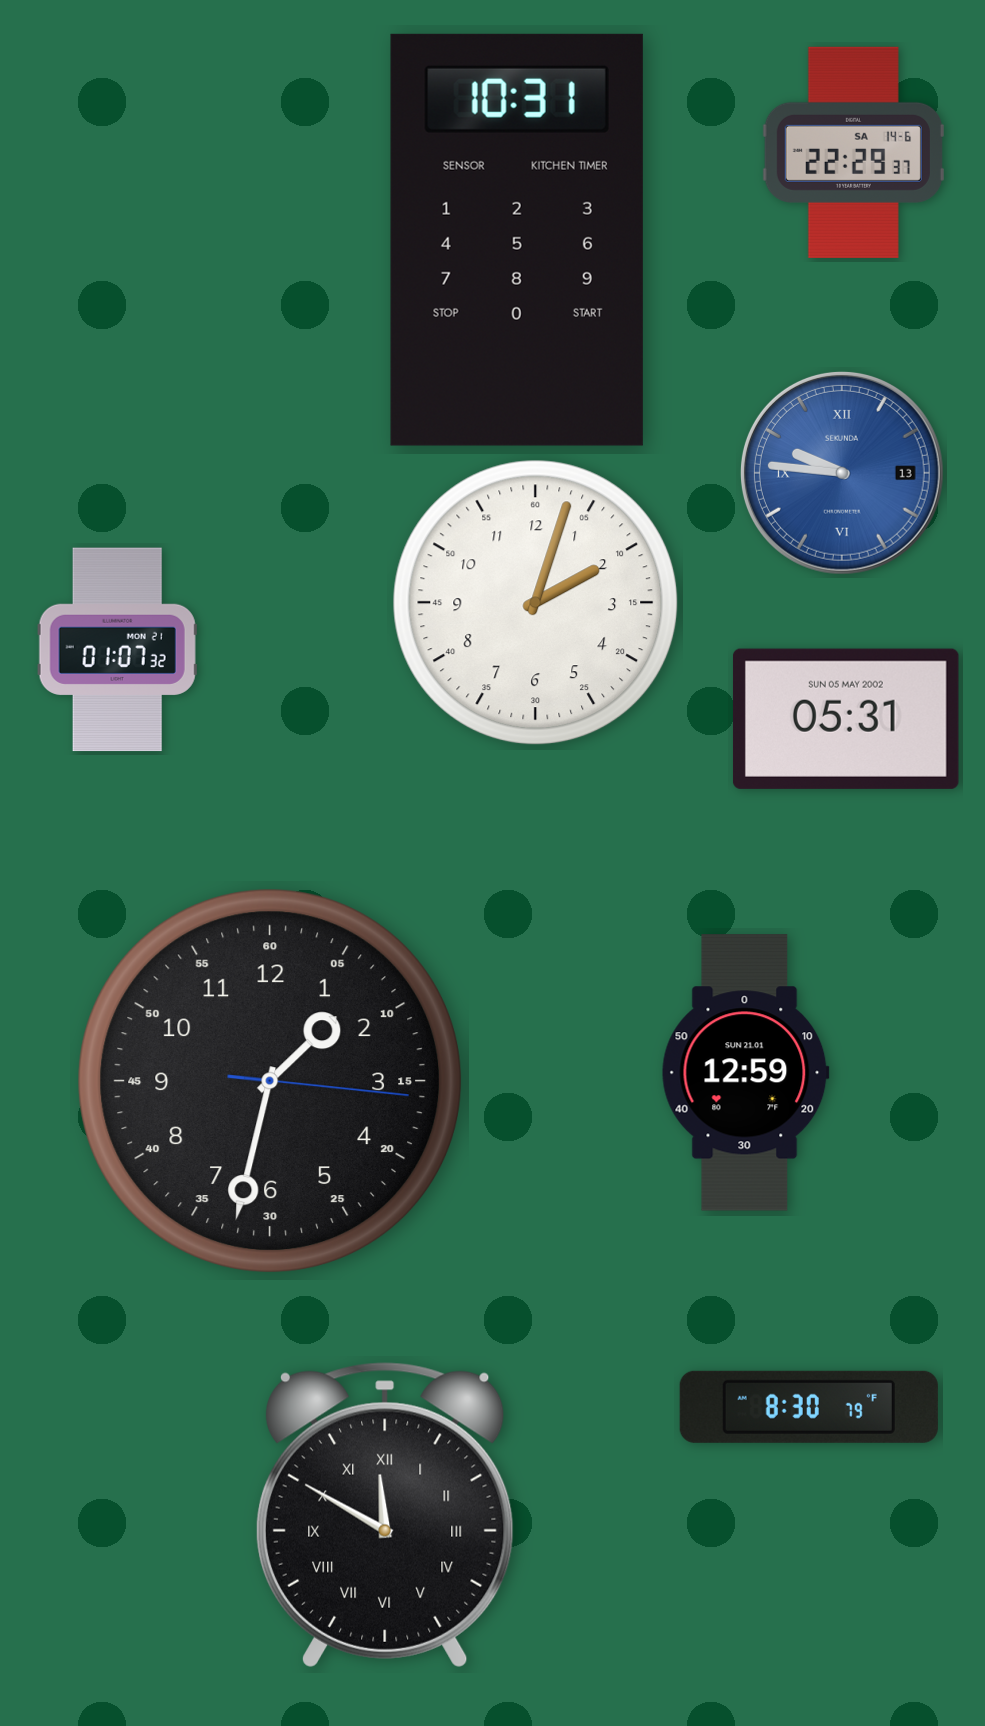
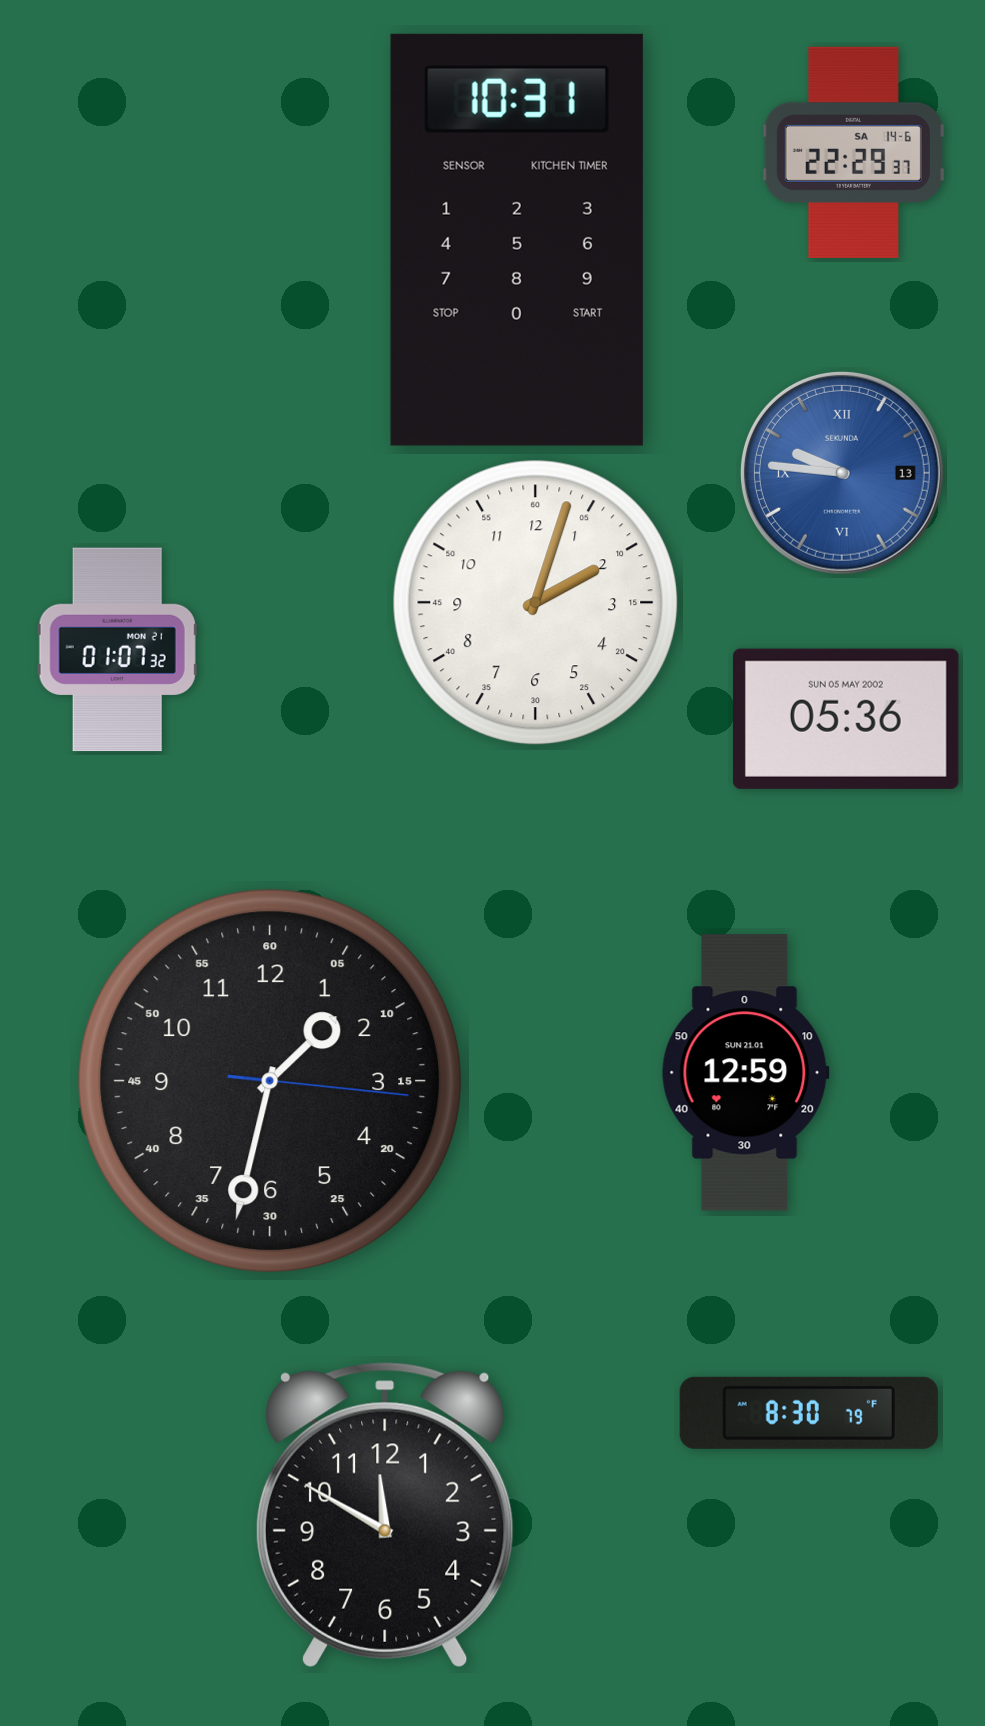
clock at (846, 719): 05:31 -> 05:36
clock at (809, 1407) position: (809, 1407) -> (809, 1413)
clock at (385, 1515) numerals: Roman -> Arabic
